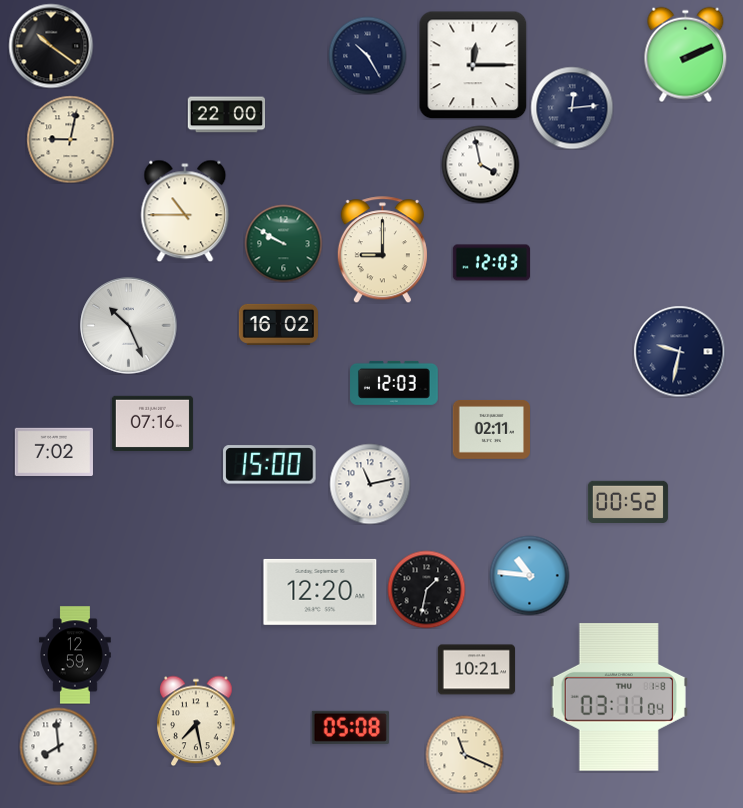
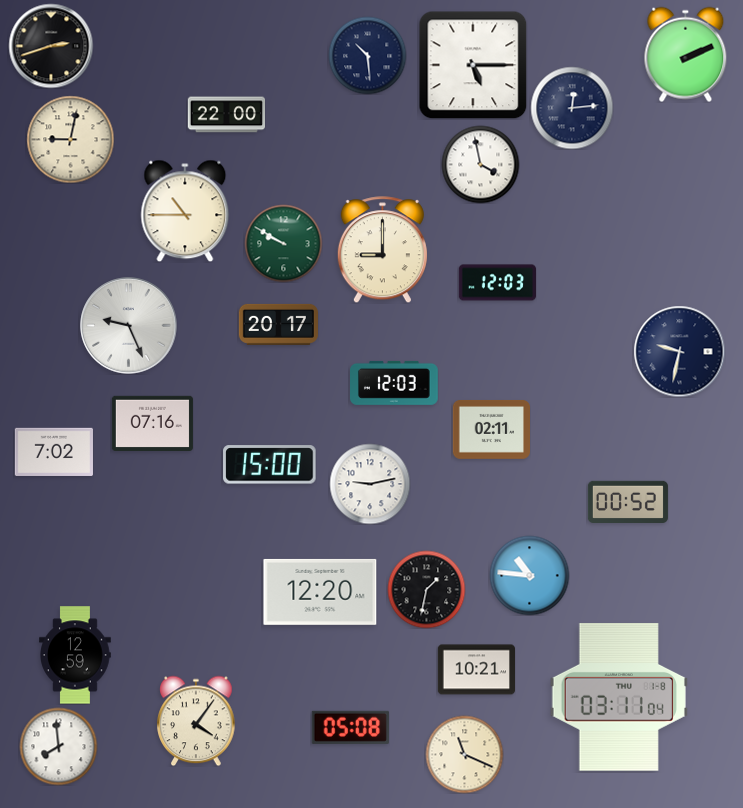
clock at (51, 46): 10:21 -> 2:42
clock at (367, 55): 10:25 -> 10:29
clock at (473, 65): 12:15 -> 5:15
clock at (491, 263) position: (491, 263) -> (497, 283)
clock at (278, 324): 16:02 -> 20:17
clock at (129, 326): 10:26 -> 9:26
clock at (370, 484): 11:13 -> 9:13
clock at (196, 721): 7:28 -> 4:06
